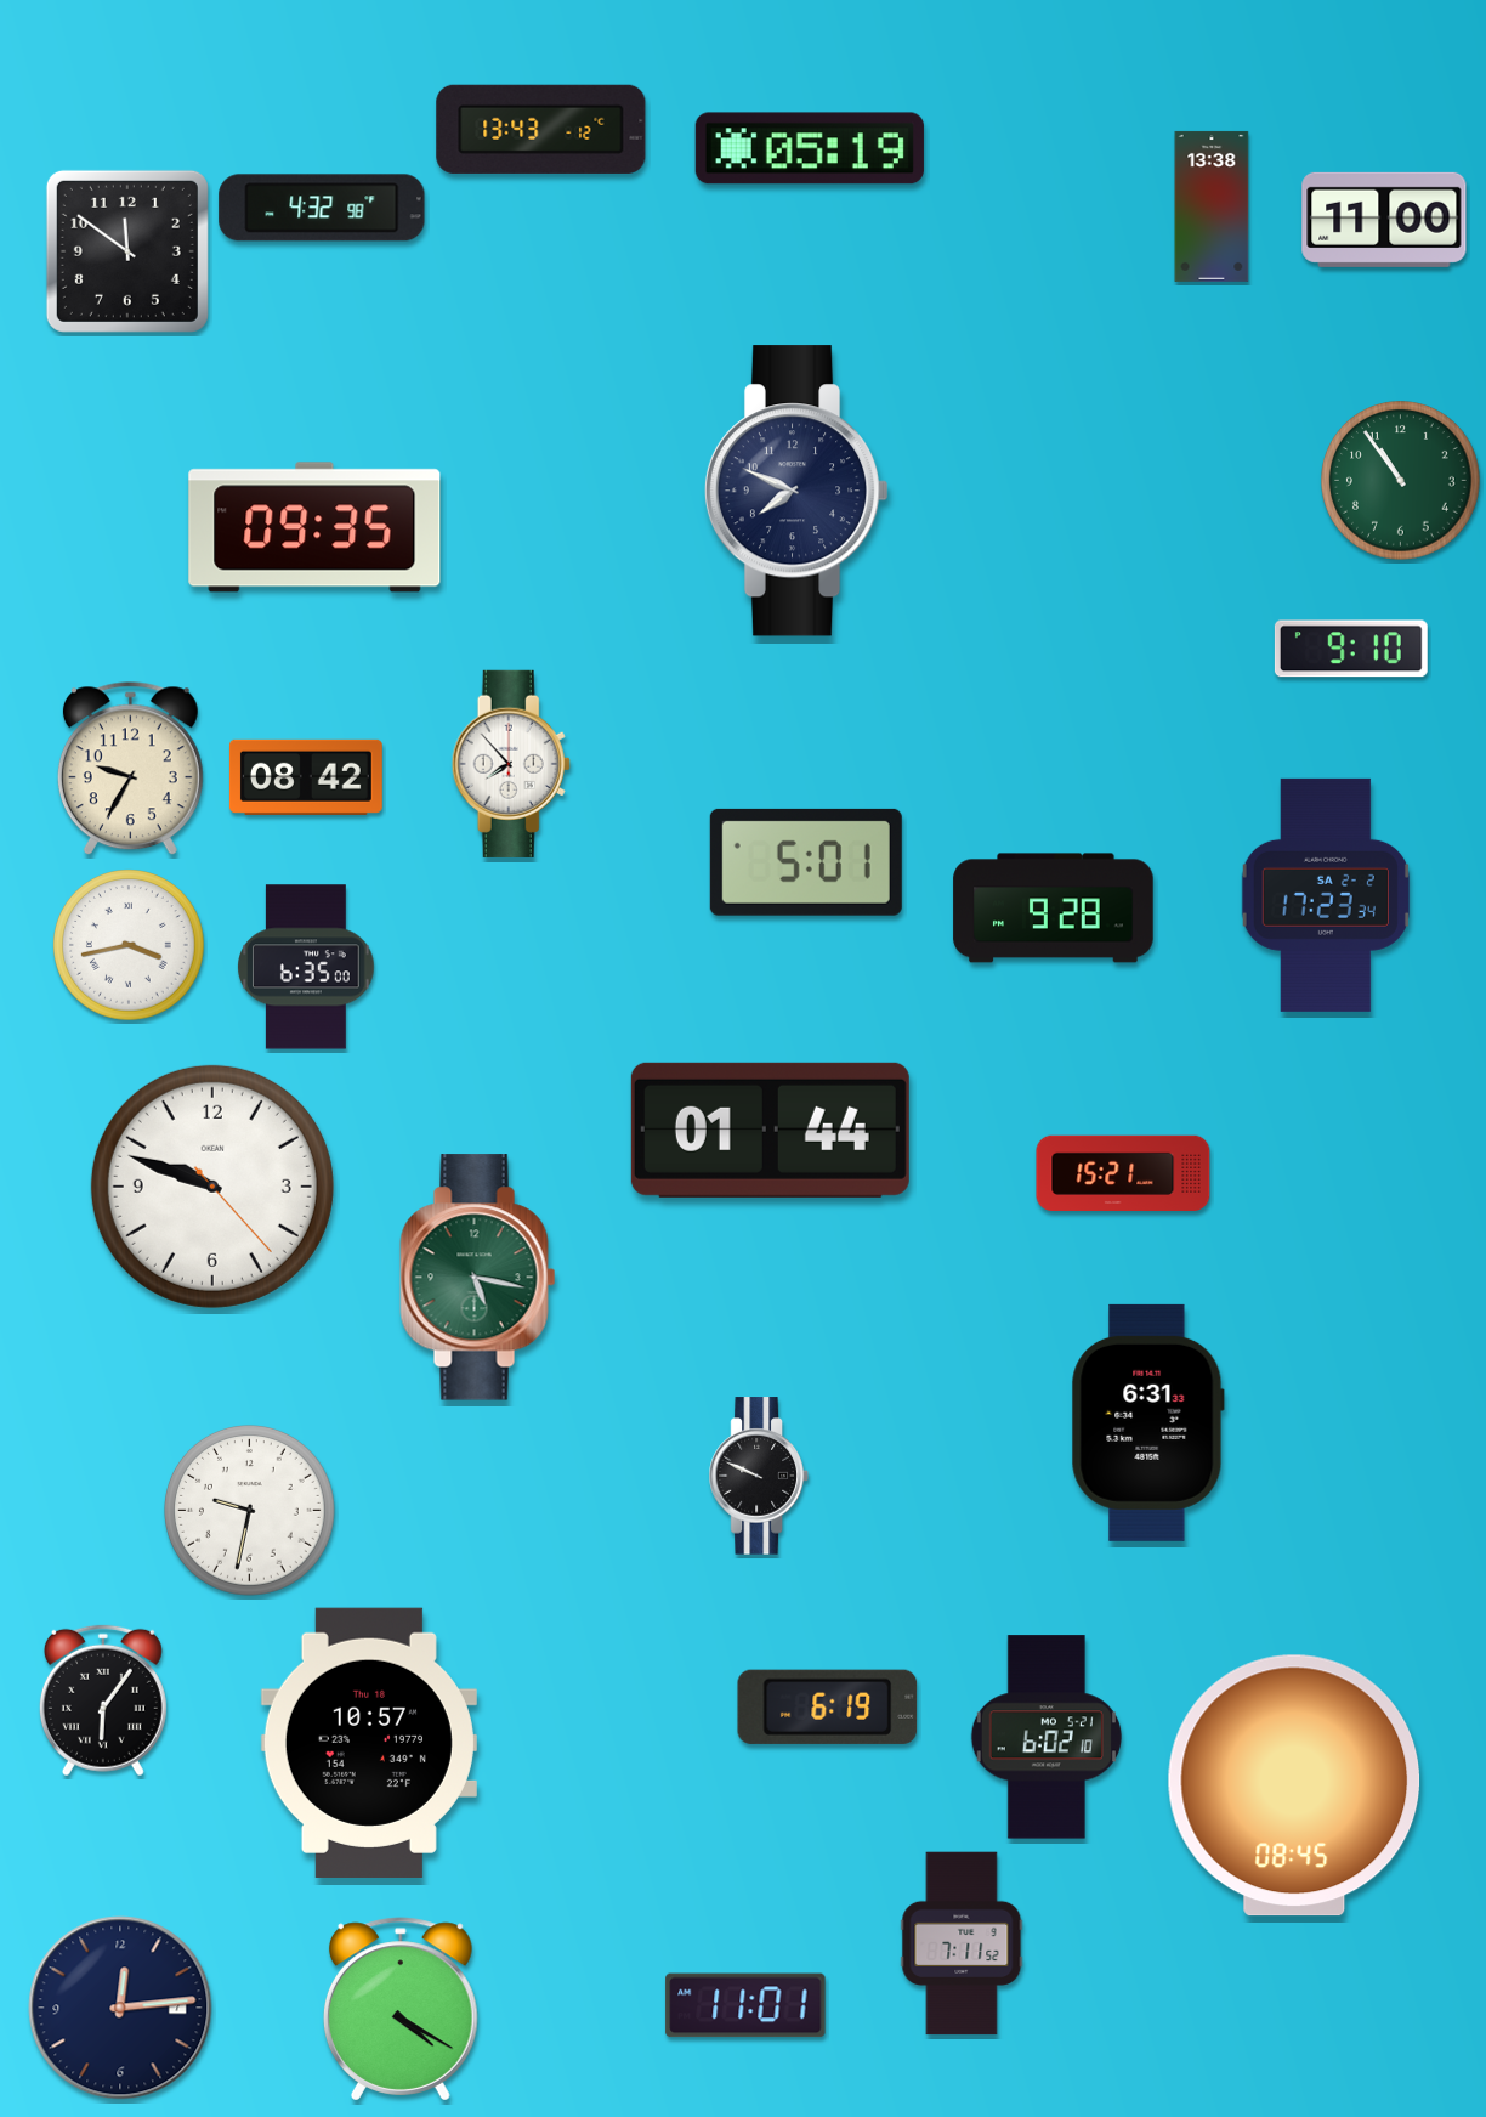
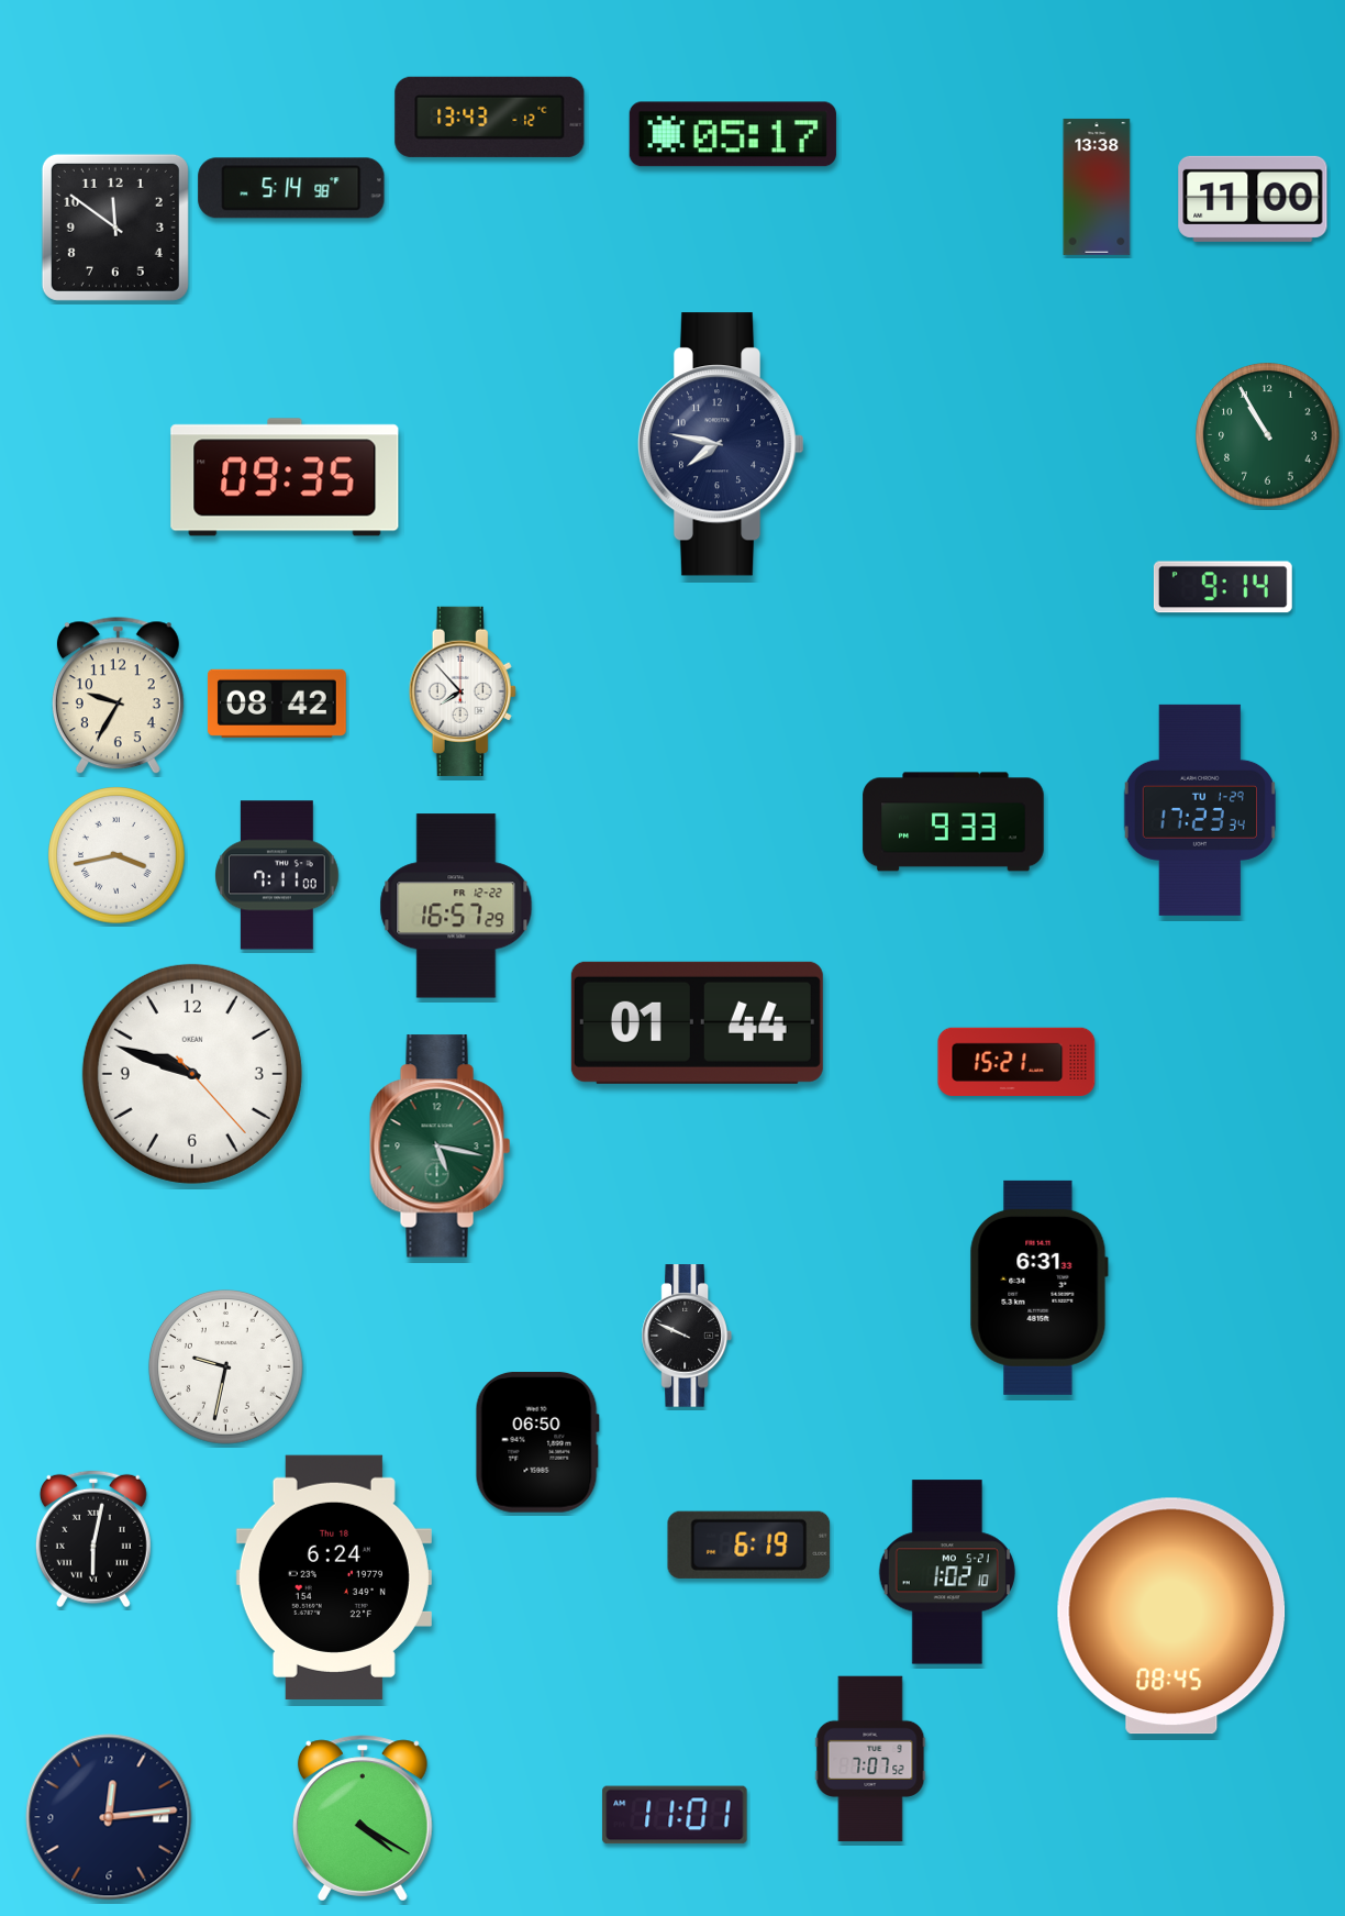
clock at (810, 148): 05:19 -> 05:17
clock at (322, 208): 4:32 -> 5:14
clock at (1401, 481): 10:54 -> 10:55
clock at (796, 491): 7:49 -> 7:47
clock at (1351, 649): 9:10 -> 9:14
clock at (806, 862): 5:01 -> none
clock at (1326, 895) date: SA 2-2 -> TU 1-29
clock at (1054, 909): 9:28 -> 9:33
clock at (306, 967): 6:35 -> 7:11
clock at (456, 906): none -> 16:57
clock at (478, 1278) position: (478, 1278) -> (441, 1147)
clock at (537, 1442): none -> 06:50
clock at (103, 1700): 6:06 -> 6:02
clock at (1047, 1737): 6:02 -> 1:02
clock at (369, 1743): 10:57 -> 6:24
clock at (962, 1943): 7:11 -> 7:07
